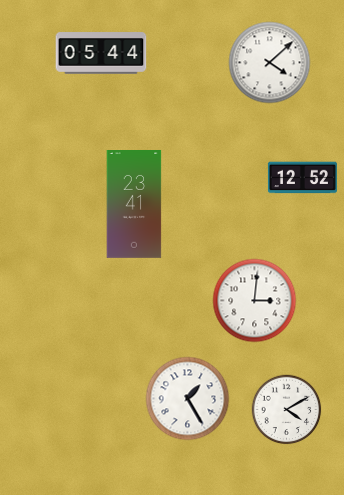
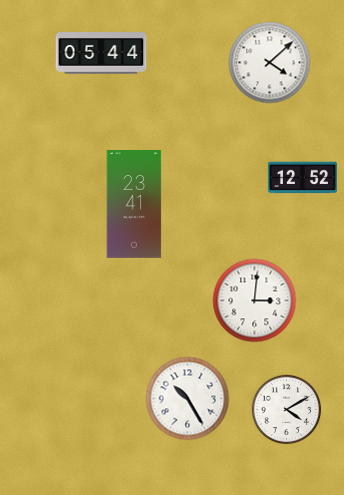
clock at (188, 399): 1:25 -> 10:25
